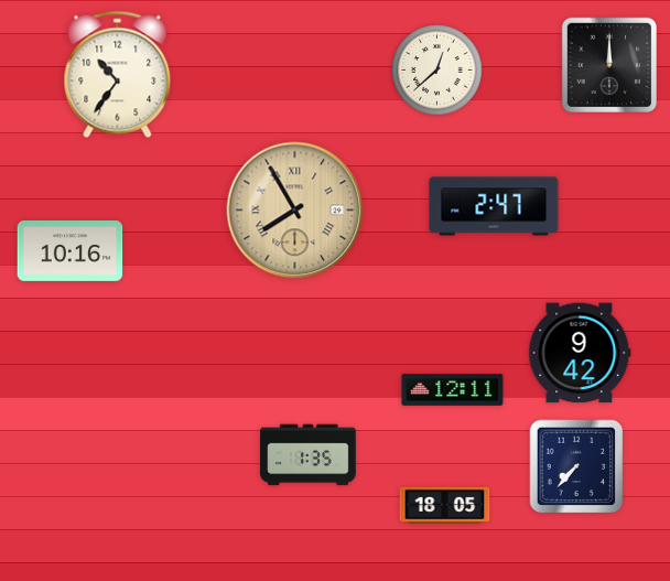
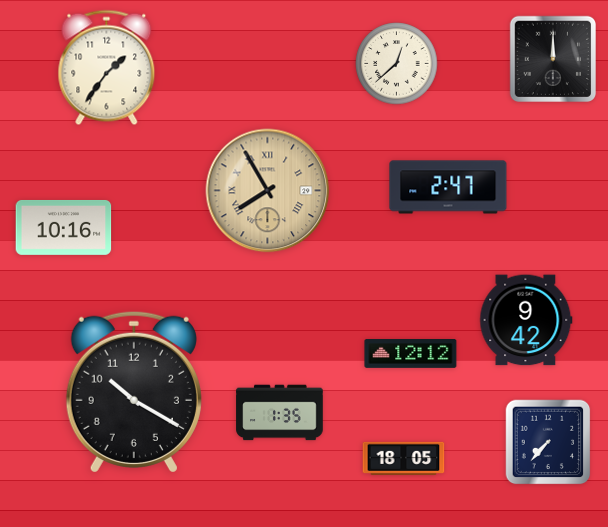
clock at (118, 75): 10:36 -> 1:36
clock at (453, 390): 12:11 -> 12:12
clock at (134, 392): none -> 10:20
clock at (576, 466) position: (576, 466) -> (548, 442)
